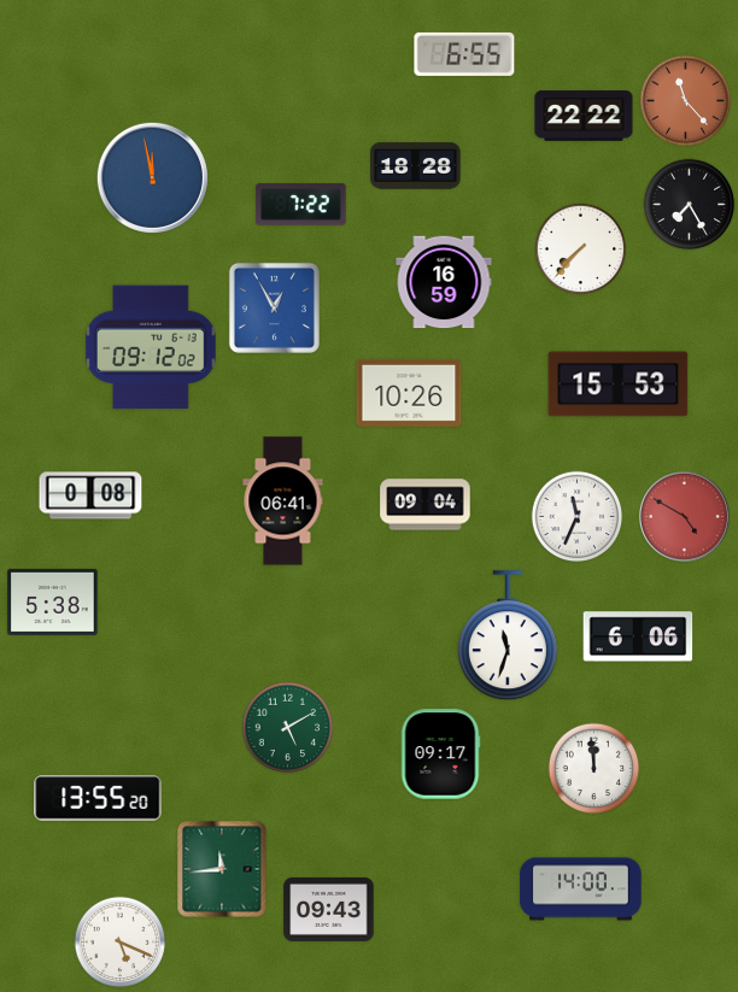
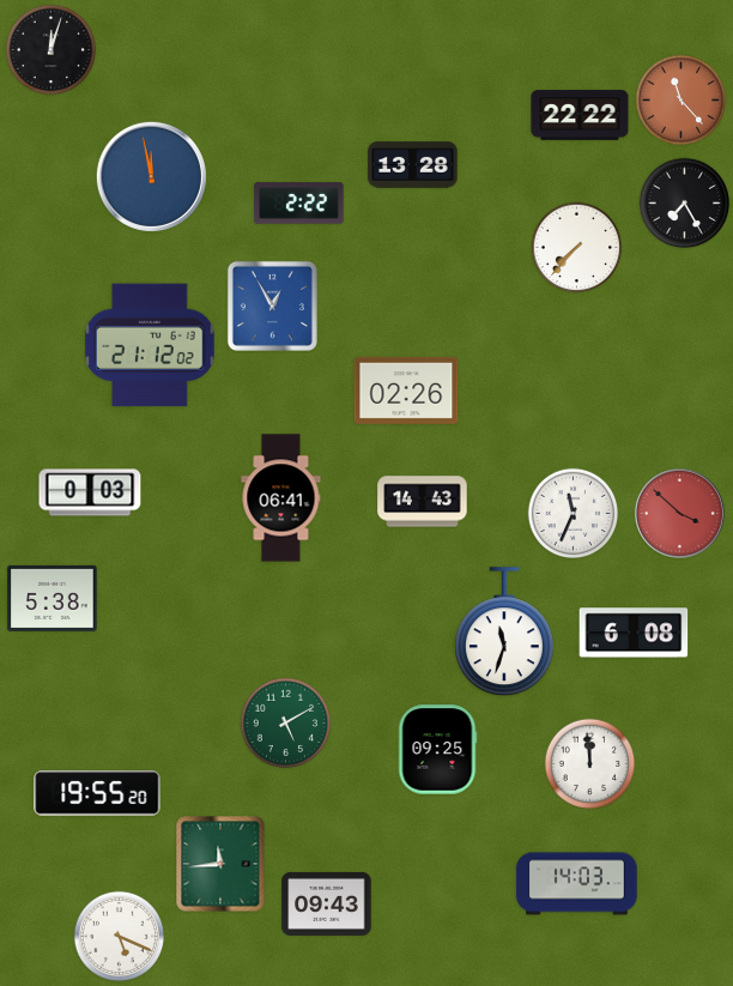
clock at (52, 50): none -> 12:03
clock at (464, 54): 6:55 -> none
clock at (416, 166): 18:28 -> 13:28
clock at (301, 205): 7:22 -> 2:22
clock at (444, 282): 16:59 -> none
clock at (152, 347): 09:12 -> 21:12
clock at (619, 385): 15:53 -> none
clock at (409, 393): 10:26 -> 02:26
clock at (90, 495): 0:08 -> 0:03
clock at (426, 505): 09:04 -> 14:43
clock at (684, 516): 4:50 -> 3:52
clock at (638, 636): 6:06 -> 6:08
clock at (440, 755): 09:17 -> 09:25
clock at (98, 798): 13:55 -> 19:55
clock at (581, 890): 14:00 -> 14:03
